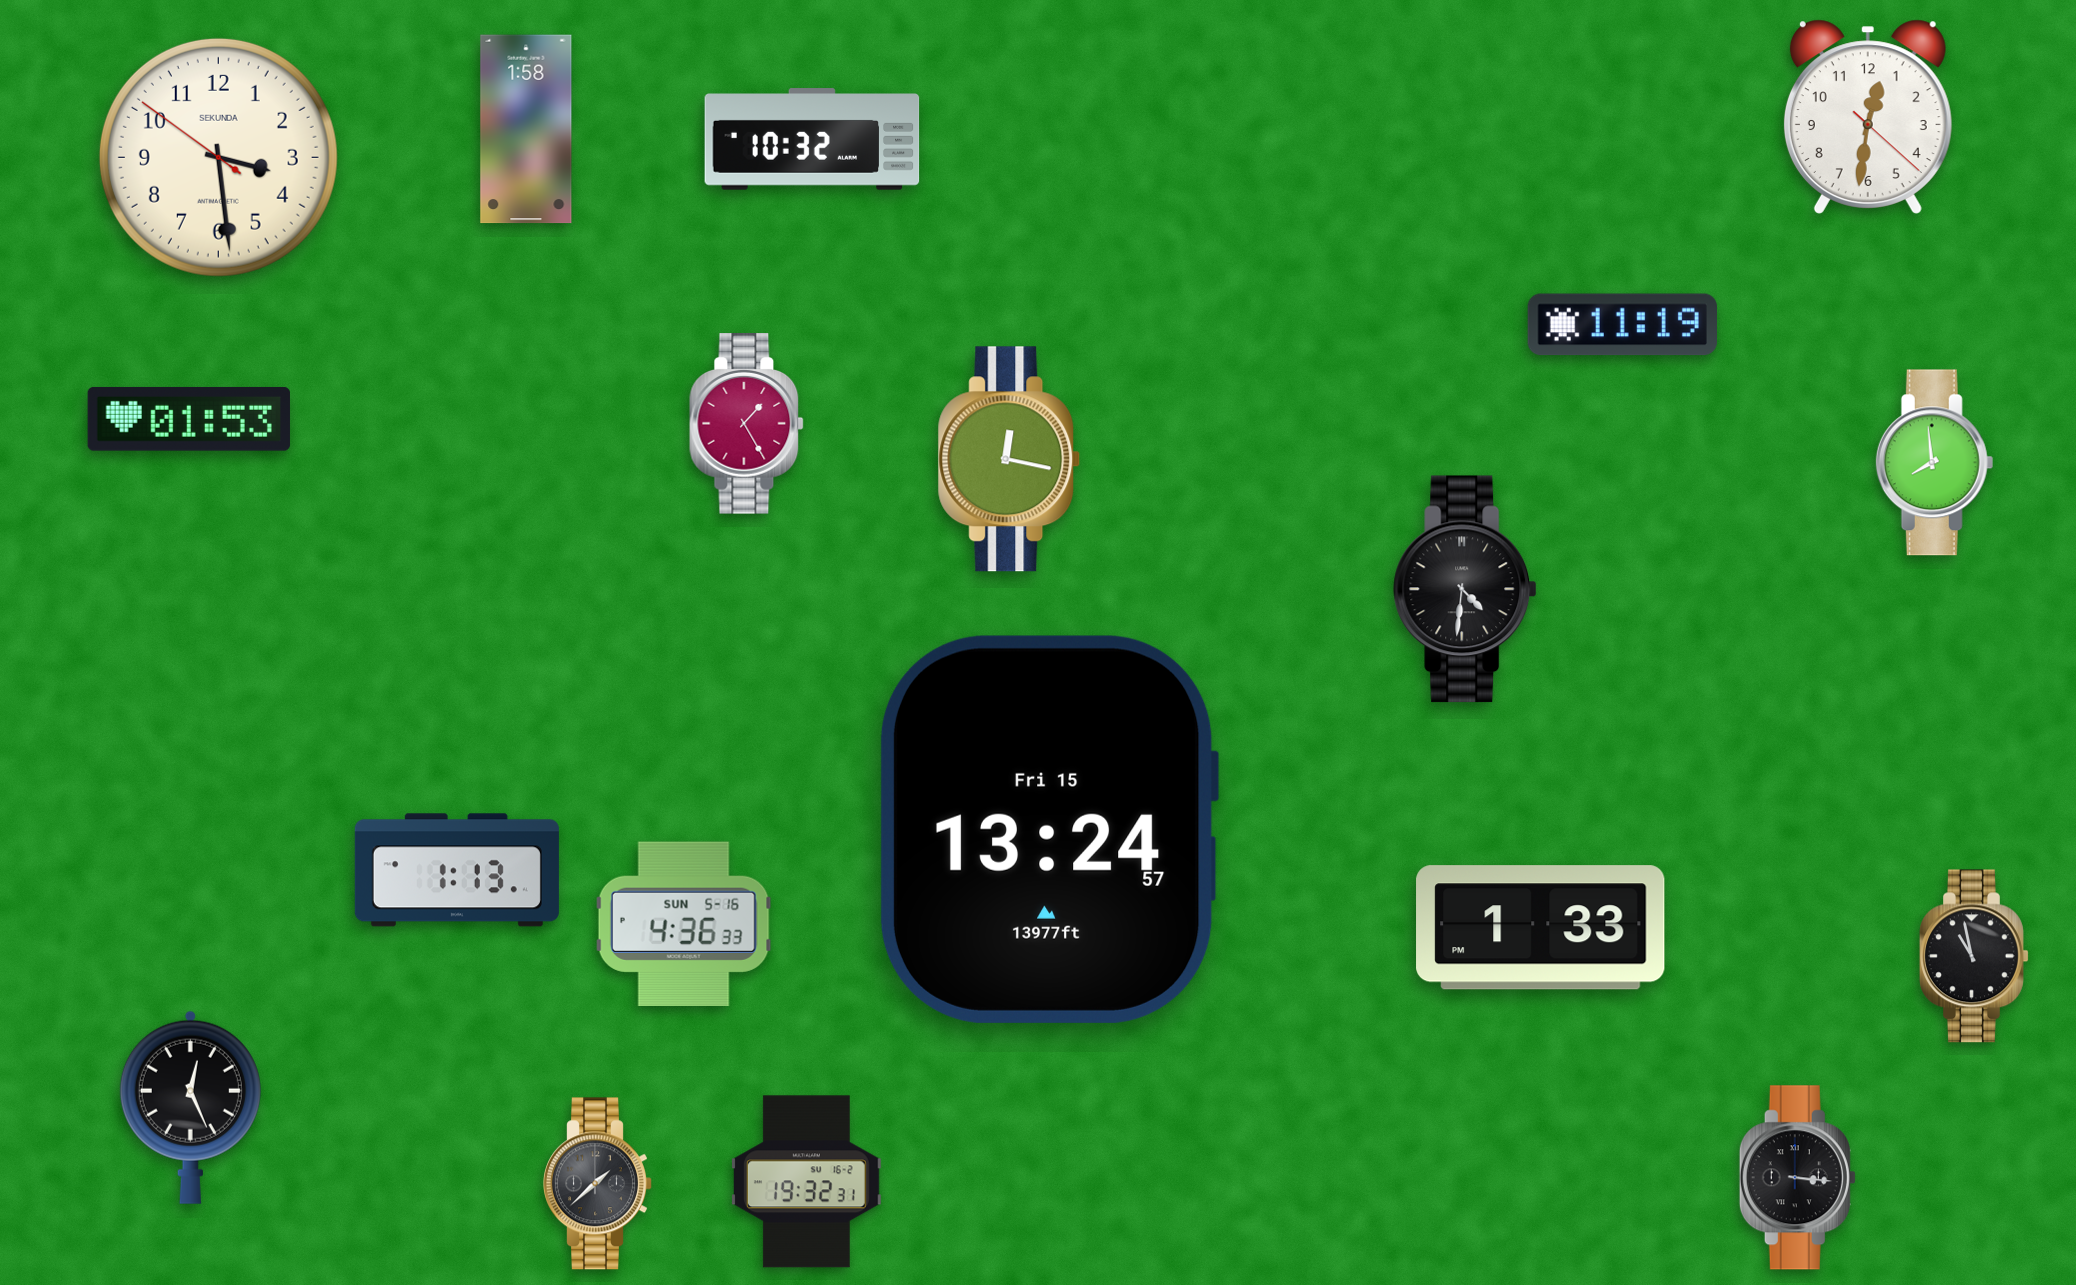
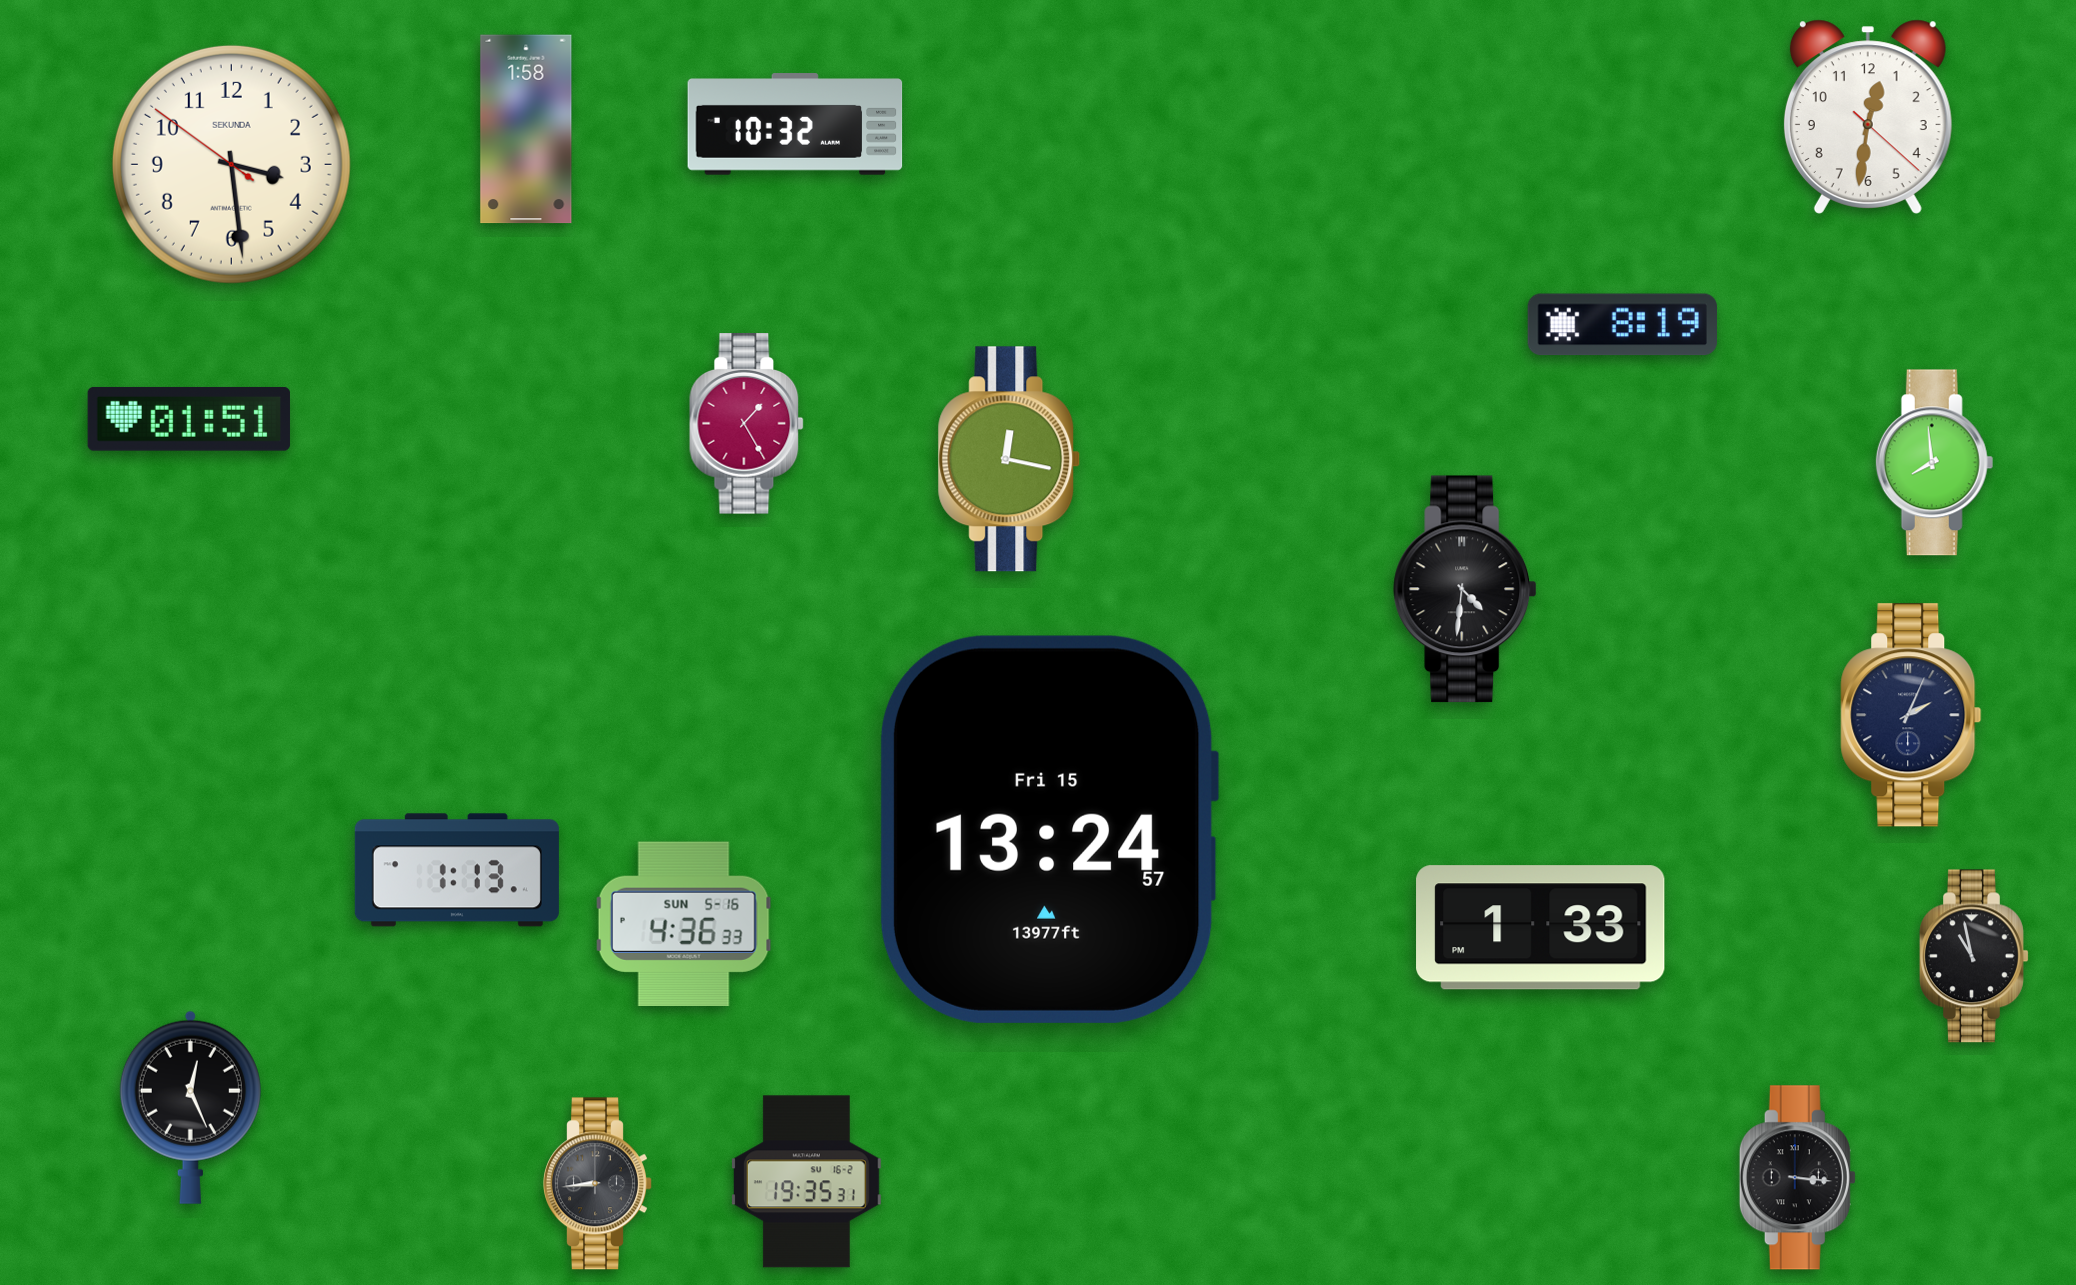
clock at (812, 139) position: (812, 139) -> (795, 124)
clock at (218, 157) position: (218, 157) -> (231, 164)
clock at (1622, 325): 11:19 -> 8:19
clock at (189, 419): 01:53 -> 01:51
clock at (1911, 715): none -> 2:04
clock at (806, 1182): 19:32 -> 19:35
clock at (598, 1184): 1:38 -> 8:44
